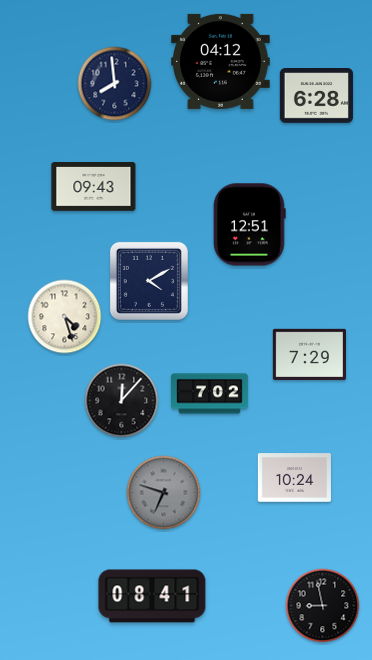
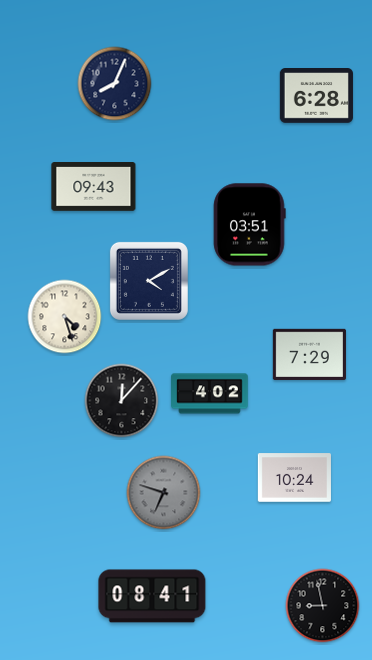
clock at (221, 61): 04:12 -> none
clock at (115, 84): 7:59 -> 8:04
clock at (250, 225): 12:51 -> 03:51
clock at (210, 394): 7:02 -> 4:02
